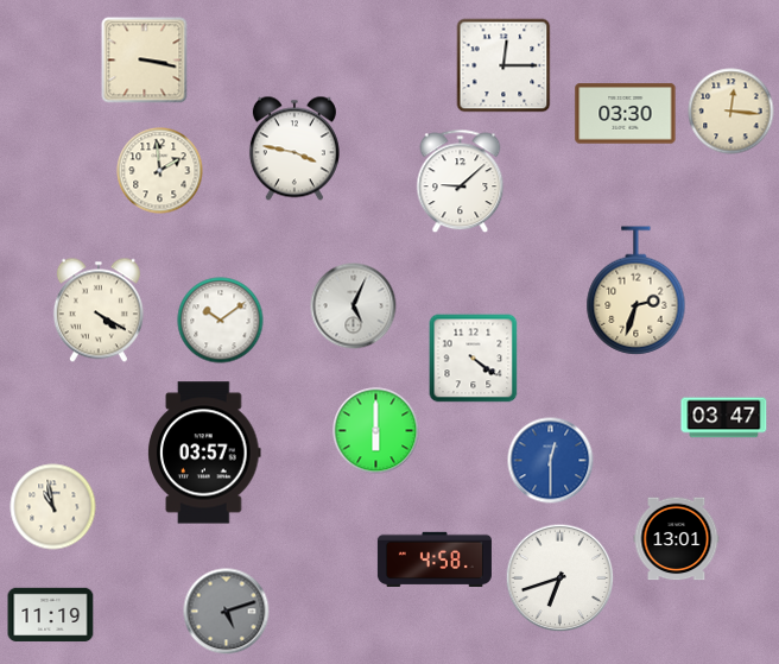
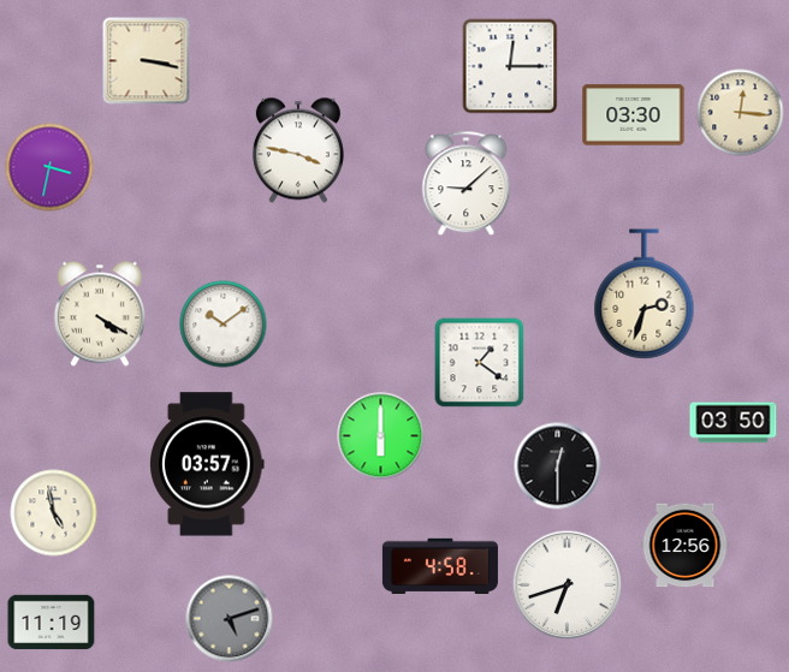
clock at (49, 167): none -> 3:32
clock at (160, 171): 1:59 -> none
clock at (354, 306): 5:04 -> none
clock at (474, 359): 4:21 -> 1:21
clock at (724, 418): 03:47 -> 03:50
clock at (204, 453) position: (204, 453) -> (207, 464)
clock at (551, 461) dial: blue -> black
clock at (53, 507): 10:58 -> 4:58
clock at (677, 539): 13:01 -> 12:56
